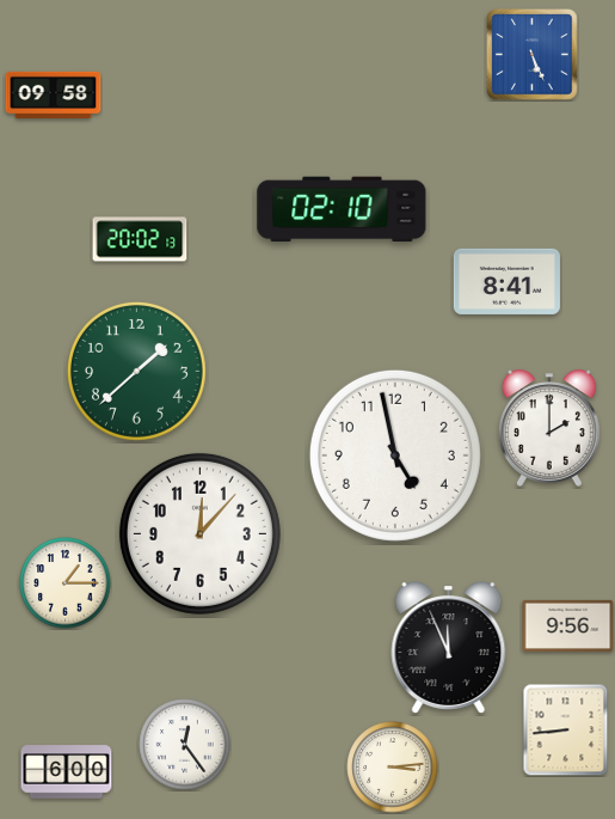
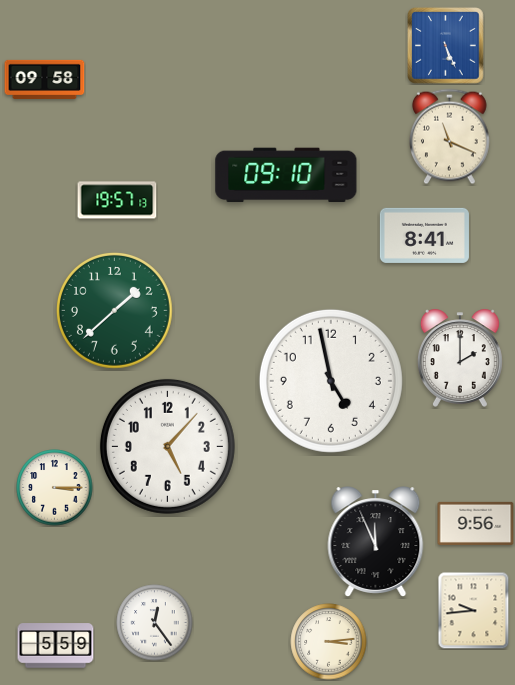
clock at (450, 137): none -> 11:19
clock at (342, 209): 02:10 -> 09:10
clock at (140, 239): 20:02 -> 19:57
clock at (199, 533): 12:07 -> 5:07
clock at (66, 583): 1:15 -> 3:15
clock at (566, 729): 8:44 -> 9:44
clock at (67, 772): 6:00 -> 5:59
